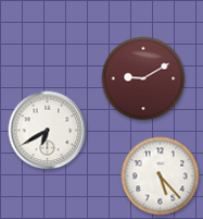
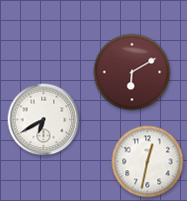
clock at (143, 78): 9:10 -> 6:10
clock at (161, 177): 5:23 -> 12:32
